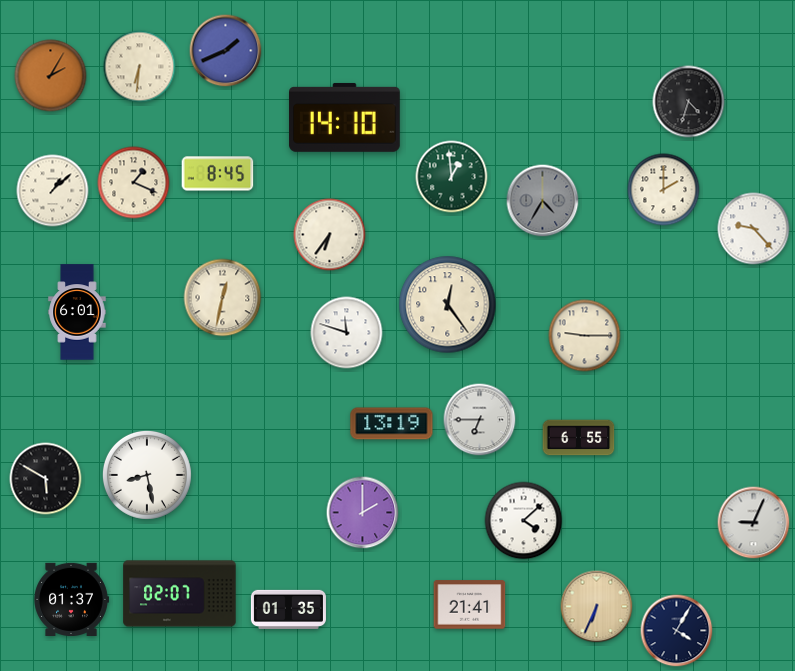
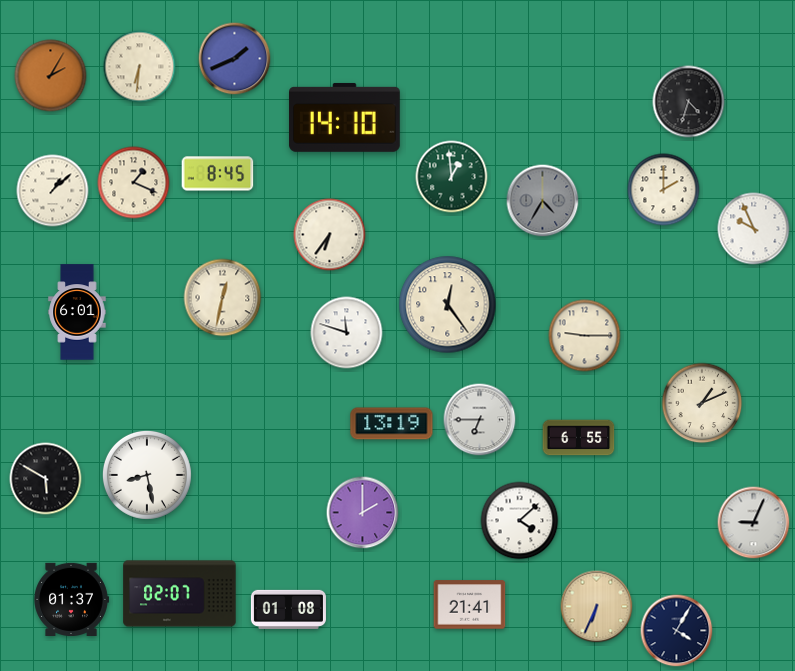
clock at (226, 51) position: (226, 51) -> (235, 59)
clock at (754, 229): 9:23 -> 9:56
clock at (702, 403): none -> 1:11
clock at (524, 521) position: (524, 521) -> (520, 521)
clock at (288, 609): 01:35 -> 01:08
